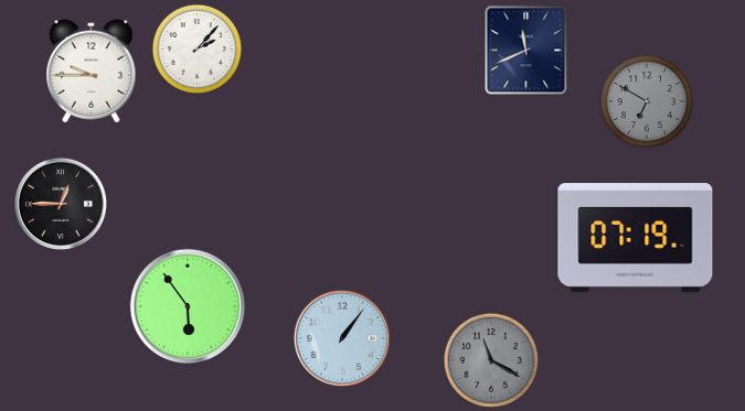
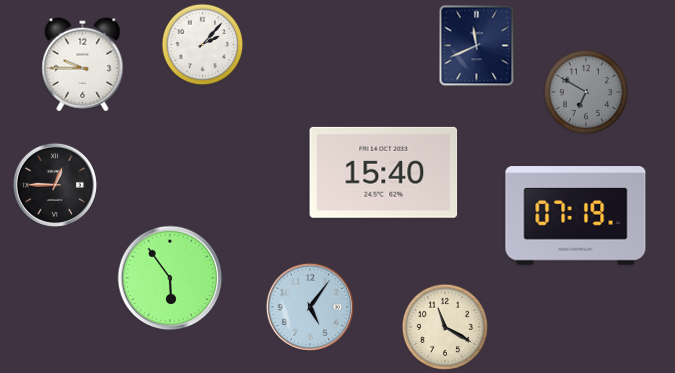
clock at (198, 50) position: (198, 50) -> (203, 45)
clock at (384, 172): none -> 15:40
clock at (341, 337): 1:06 -> 5:06
clock at (491, 360) dial: grey -> cream
